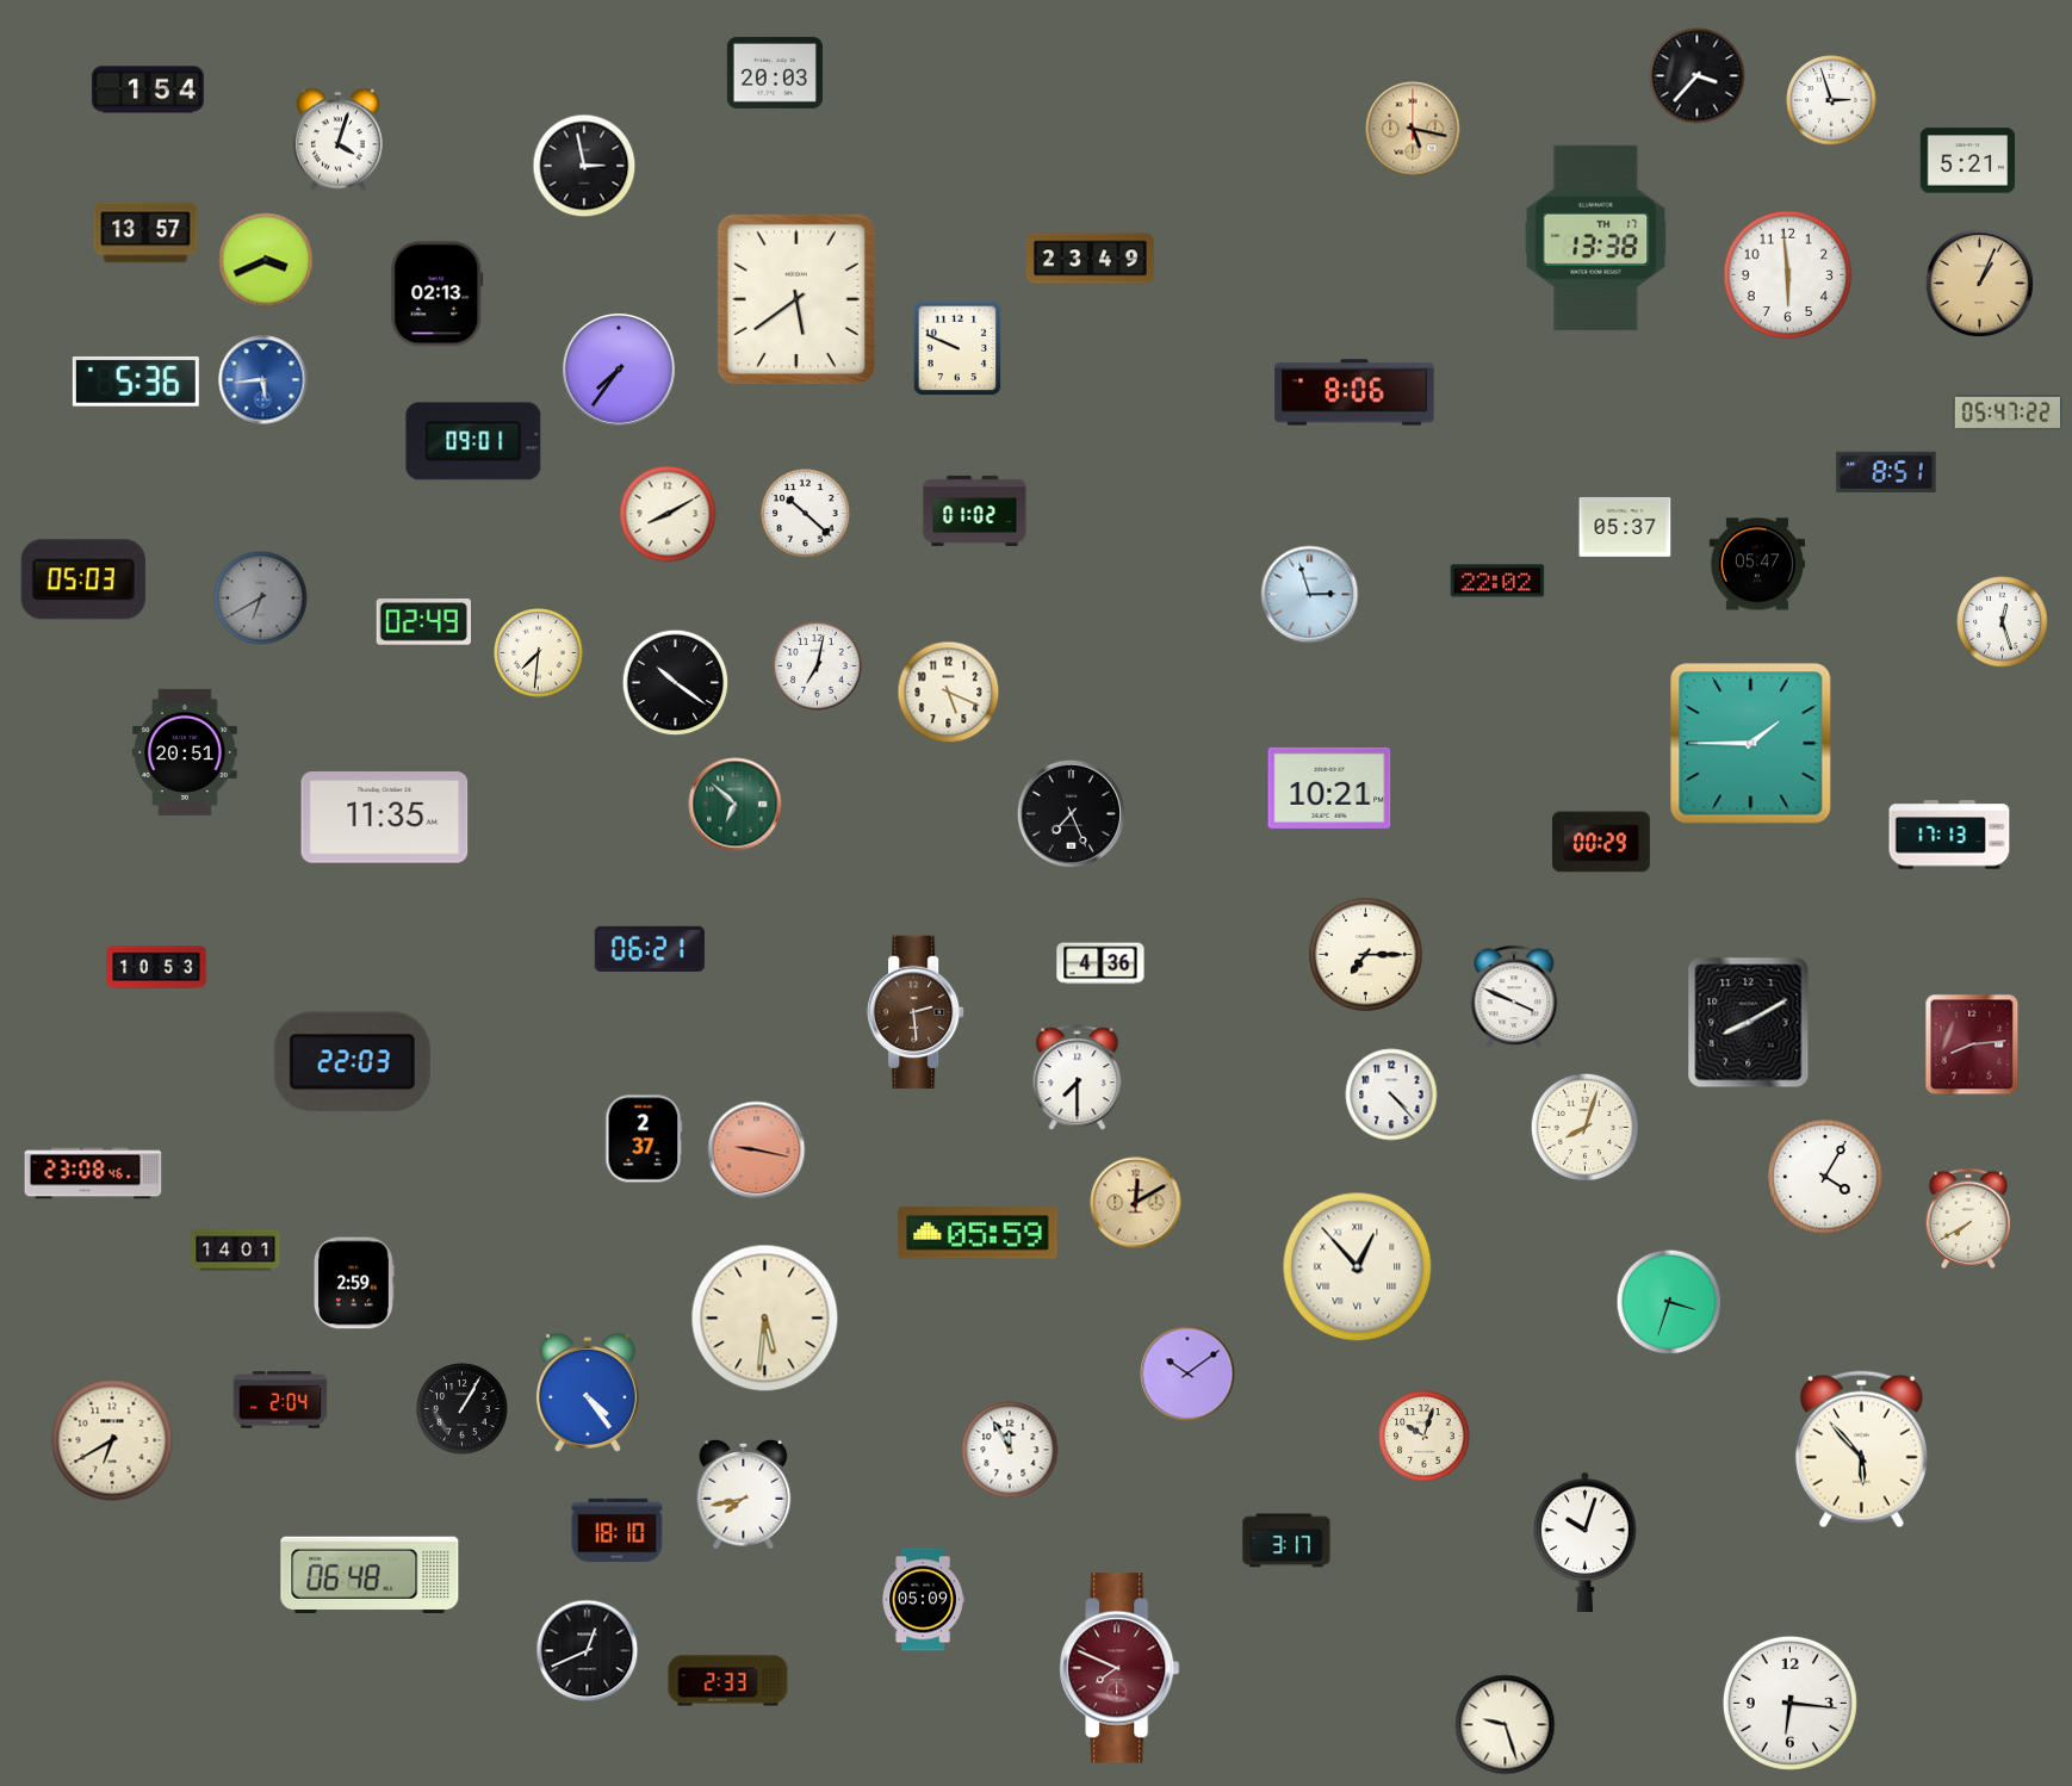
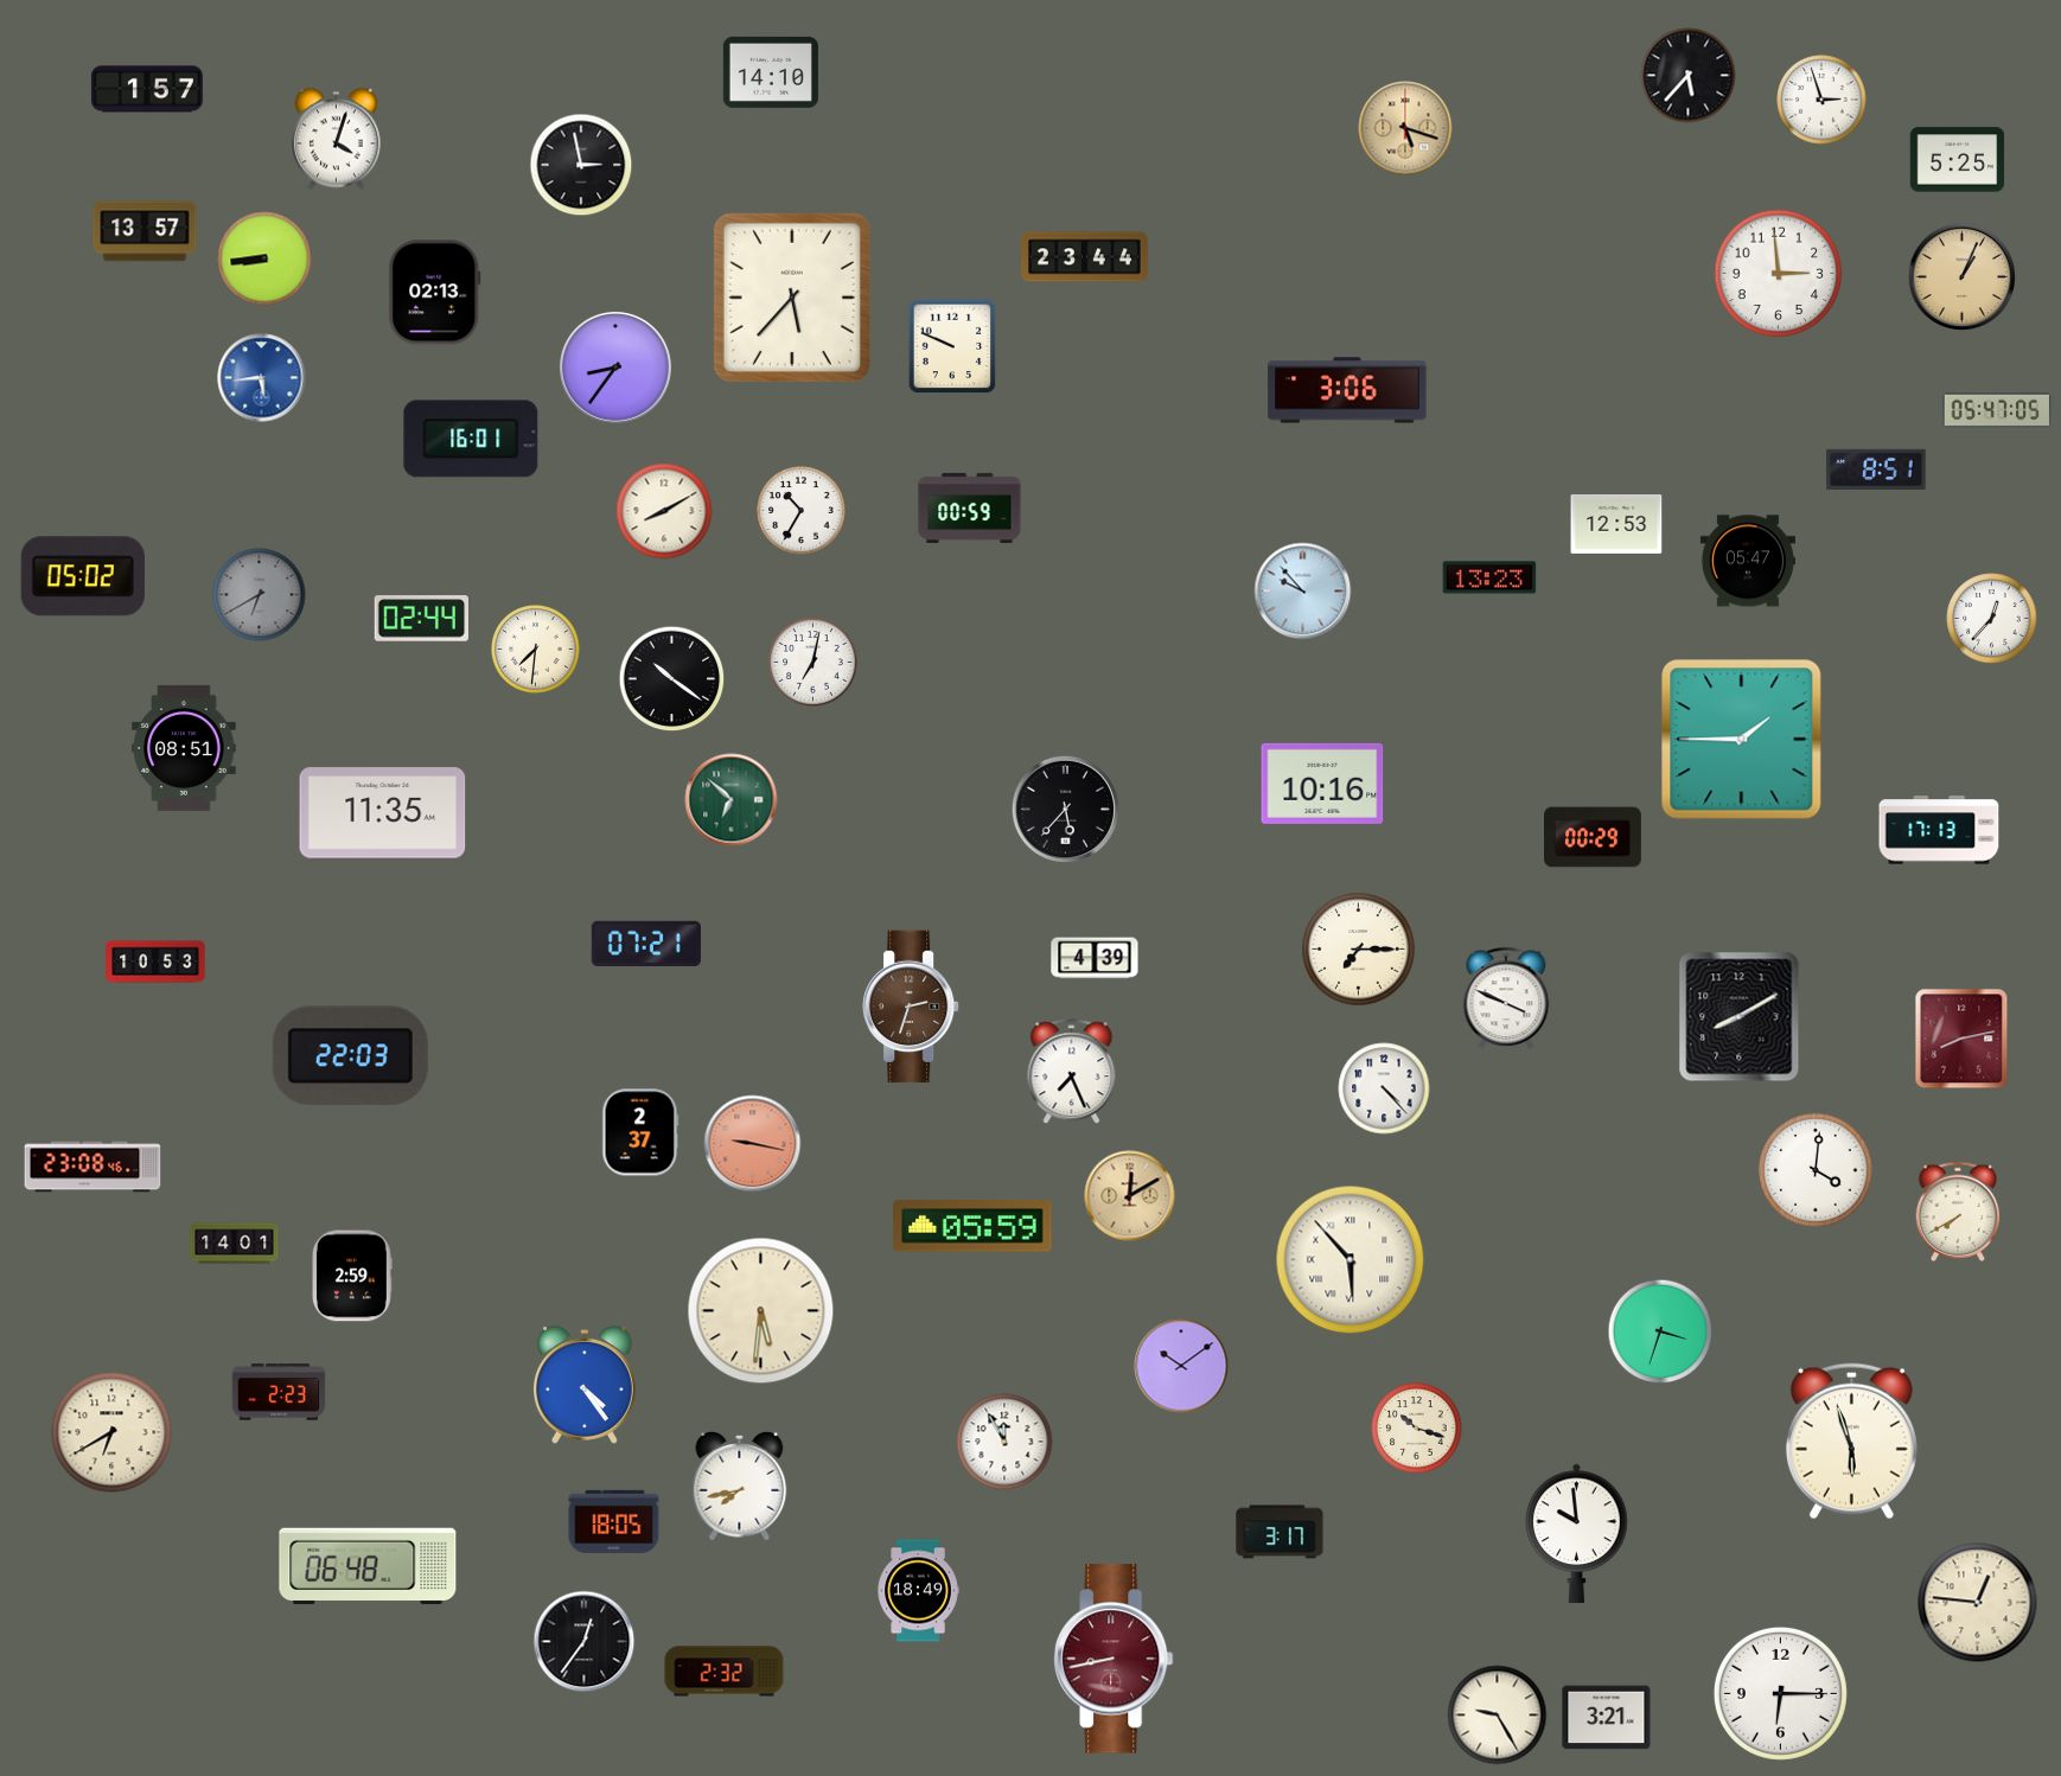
clock at (775, 73): 20:03 -> 14:10
clock at (1698, 76): 3:37 -> 5:37
clock at (148, 89): 1:54 -> 1:57
clock at (1413, 129): 5:17 -> 5:18
clock at (1968, 161): 5:21 -> 5:25
clock at (1596, 237): 13:38 -> none
clock at (1091, 259): 23:49 -> 23:44
clock at (266, 260): 3:41 -> 8:44
clock at (1788, 275): 5:59 -> 2:59
clock at (1979, 283) position: (1979, 283) -> (1961, 276)
clock at (796, 299): 5:39 -> 5:37
clock at (619, 370): 7:36 -> 8:36
clock at (136, 382): 5:36 -> none
clock at (1354, 392): 8:06 -> 3:06
clock at (2008, 413): 05:47:22 -> 05:47:05
clock at (473, 441): 09:01 -> 16:01
clock at (975, 510): 01:02 -> 00:59
clock at (806, 514): 10:22 -> 10:35
clock at (1625, 527): 05:37 -> 12:53
clock at (83, 579): 05:03 -> 05:02
clock at (1497, 581): 22:02 -> 13:23
clock at (1310, 595): 2:57 -> 9:53
clock at (424, 622): 02:49 -> 02:44
clock at (2003, 622): 12:27 -> 12:37
clock at (949, 693): 5:19 -> none
clock at (185, 752): 20:51 -> 08:51
clock at (1329, 788): 10:21 -> 10:16
clock at (1071, 813): 7:26 -> 5:37
clock at (650, 949): 06:21 -> 07:21
clock at (1100, 963): 4:36 -> 4:39
clock at (1514, 997) position: (1514, 997) -> (1506, 998)
clock at (917, 1012): 2:29 -> 2:33
clock at (1972, 1044): 8:14 -> 8:13
clock at (1078, 1078): 7:30 -> 7:26
clock at (1584, 1127): 8:03 -> none
clock at (1825, 1177): 4:05 -> 4:01
clock at (1358, 1267): 12:53 -> 5:53
clock at (1669, 1302) position: (1669, 1302) -> (1660, 1331)
clock at (280, 1400): 2:04 -> 2:23
clock at (463, 1409): 1:05 -> none
clock at (1425, 1437): 10:03 -> 10:18
clock at (1861, 1450): 5:53 -> 5:57
clock at (618, 1530): 18:10 -> 18:05
clock at (1586, 1542): 10:03 -> 9:59
clock at (923, 1600): 05:09 -> 18:49
clock at (1978, 1603): none -> 12:46
clock at (588, 1651): 12:41 -> 12:36
clock at (1119, 1668): 7:49 -> 8:43
clock at (728, 1681): 2:33 -> 2:32
clock at (1789, 1703): 6:16 -> 6:15
clock at (1506, 1725): 9:27 -> 9:25
clock at (1607, 1718): none -> 3:21
